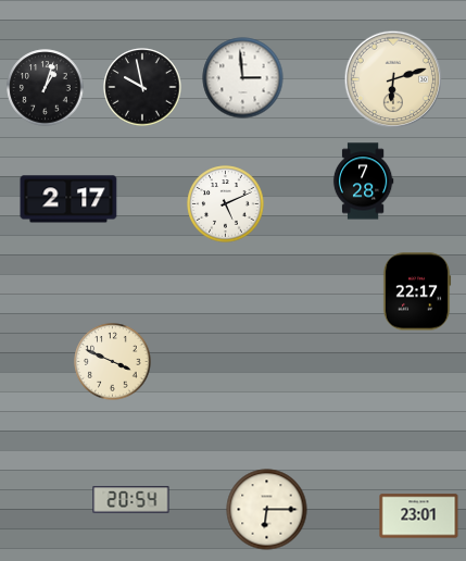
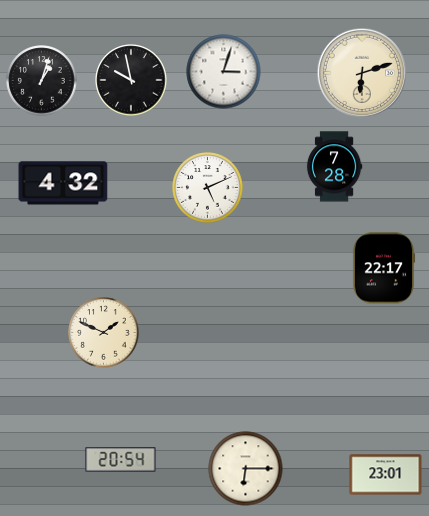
clock at (243, 78): 2:59 -> 3:03
clock at (68, 199): 2:17 -> 4:32
clock at (113, 362): 3:49 -> 1:49
